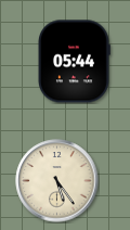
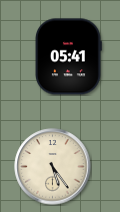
clock at (75, 62): 05:44 -> 05:41
